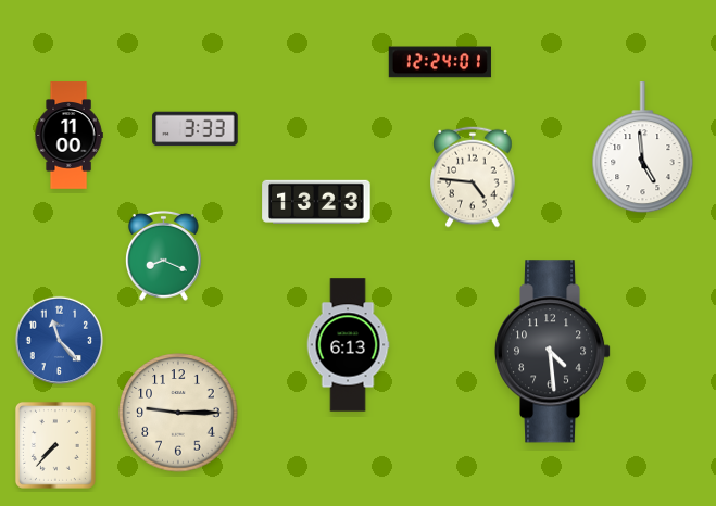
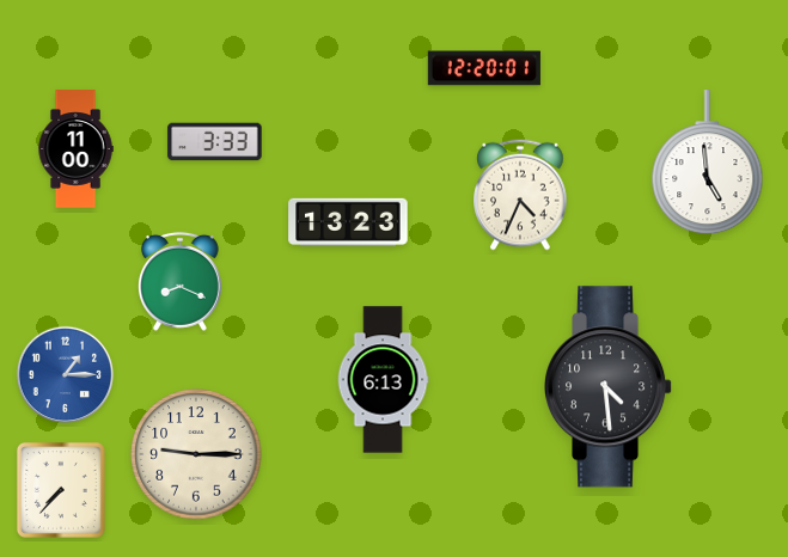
clock at (440, 62): 12:24 -> 12:20
clock at (473, 177): 4:46 -> 4:34
clock at (60, 341): 11:23 -> 1:15
